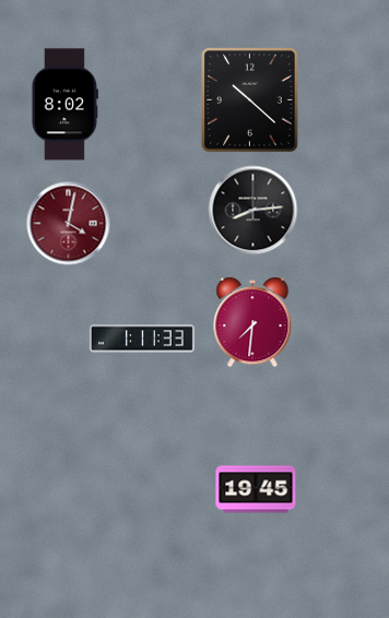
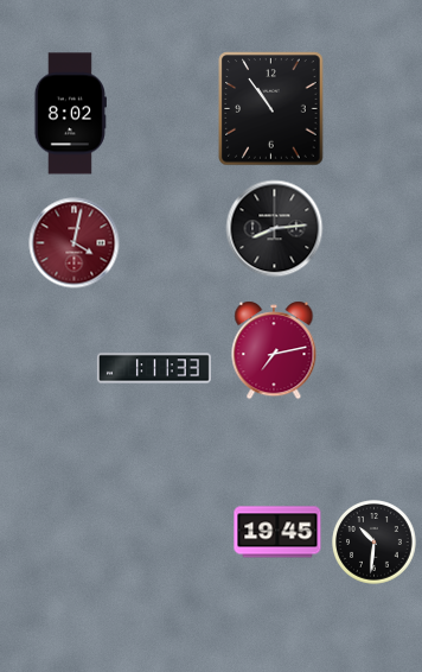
clock at (250, 100): 10:22 -> 10:54
clock at (252, 322): 7:31 -> 7:13
clock at (375, 543): none -> 10:31
